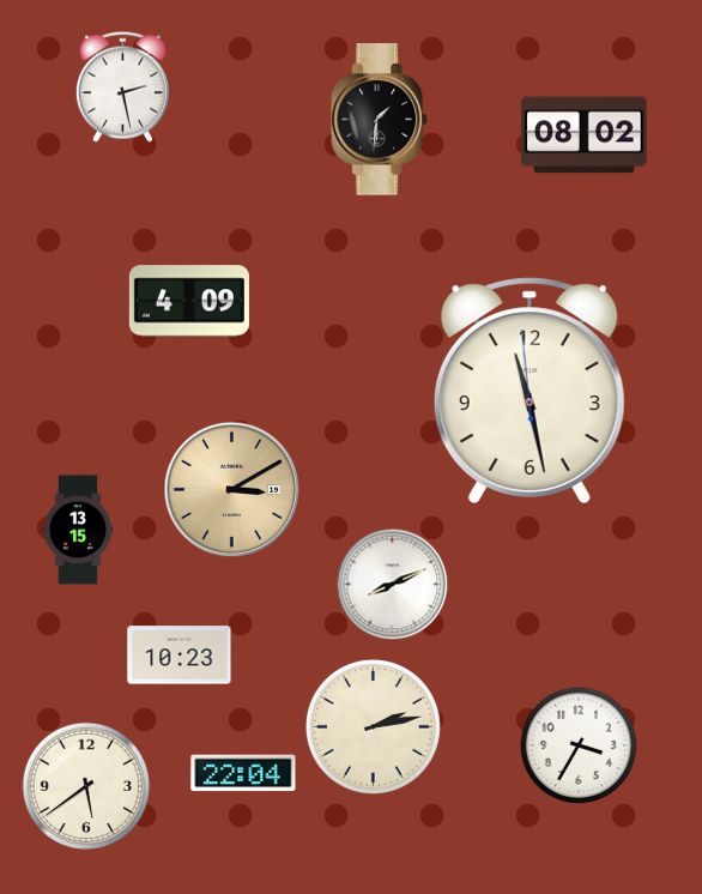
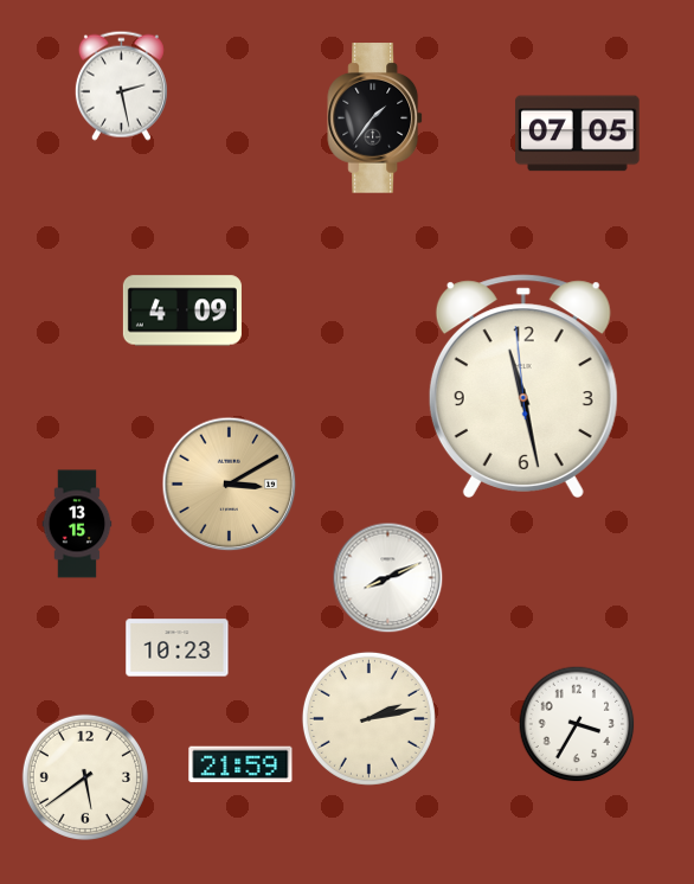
clock at (380, 120): 1:31 -> 1:36
clock at (585, 135): 08:02 -> 07:05
clock at (189, 301) position: (189, 301) -> (182, 310)
clock at (579, 745) position: (579, 745) -> (577, 724)
clock at (243, 773): 22:04 -> 21:59
